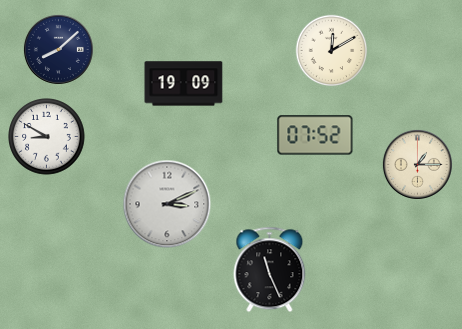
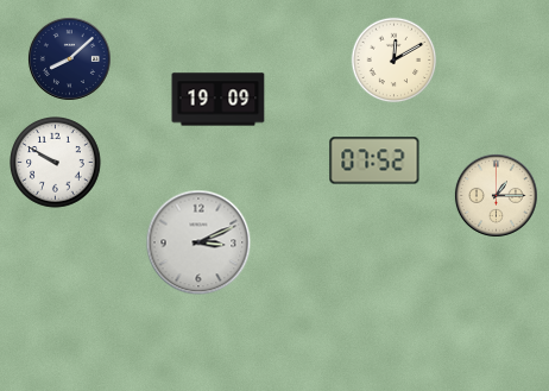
clock at (47, 137): 8:50 -> 9:50
clock at (270, 270): 11:26 -> none
